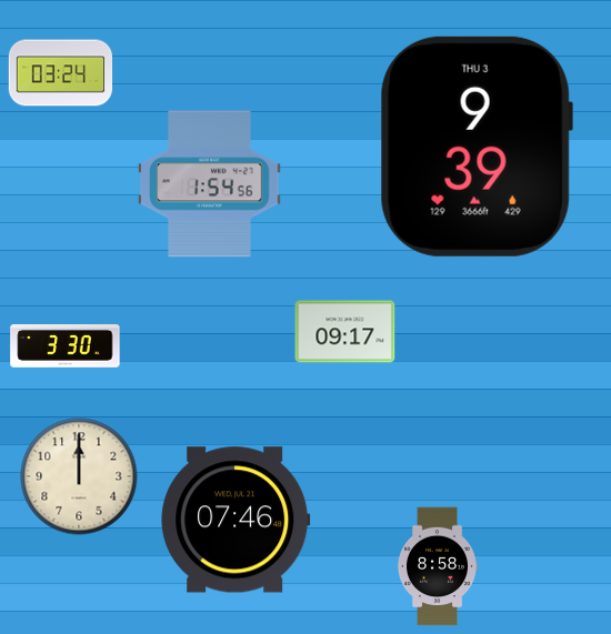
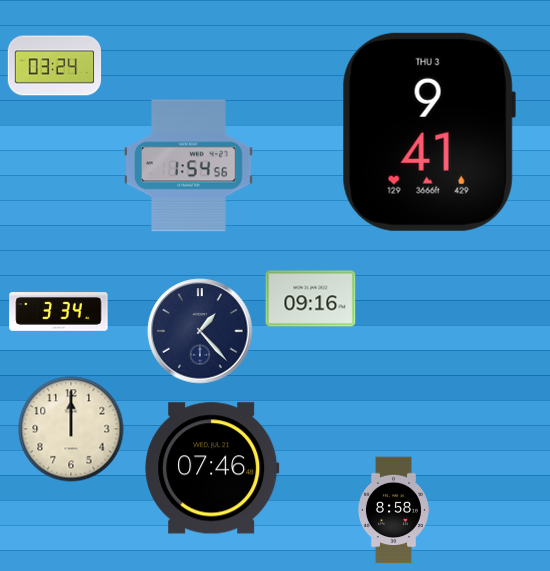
clock at (477, 147): 9:39 -> 9:41
clock at (345, 332): 09:17 -> 09:16
clock at (66, 346): 3:30 -> 3:34
clock at (200, 331): none -> 1:23
